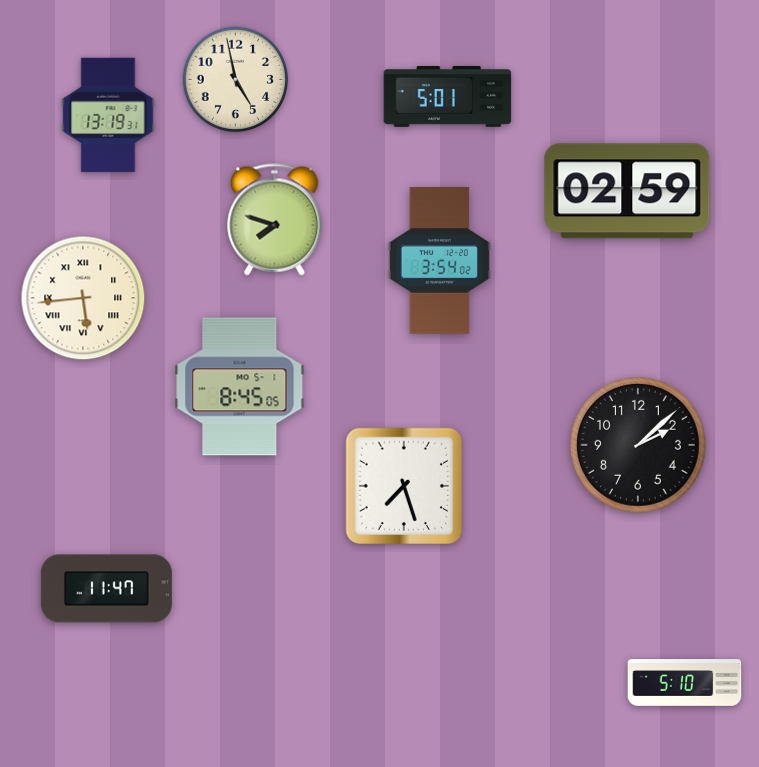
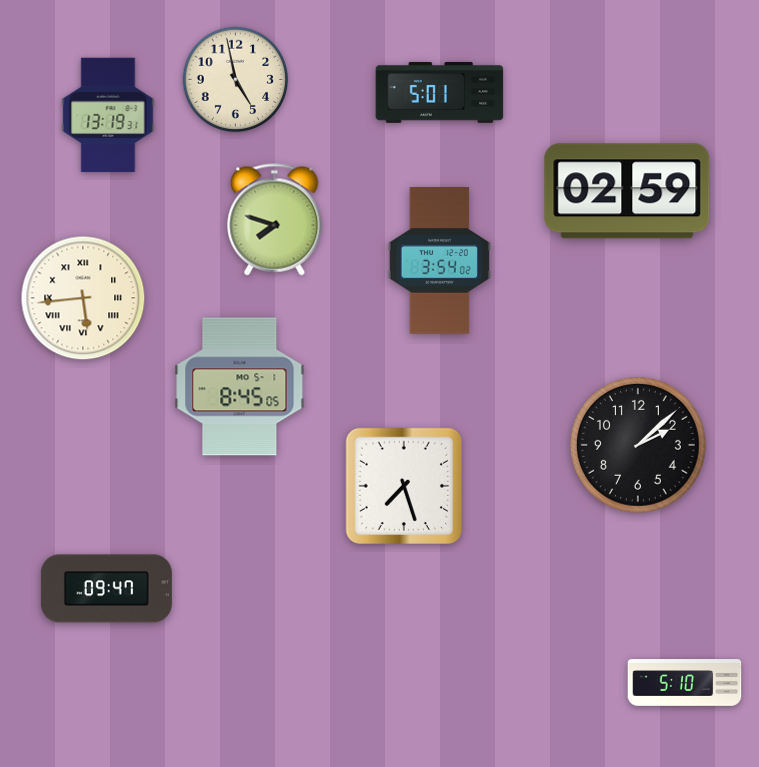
clock at (448, 96) position: (448, 96) -> (440, 92)
clock at (106, 589): 11:47 -> 09:47
